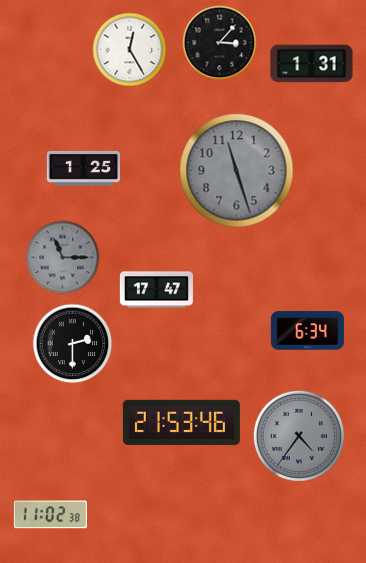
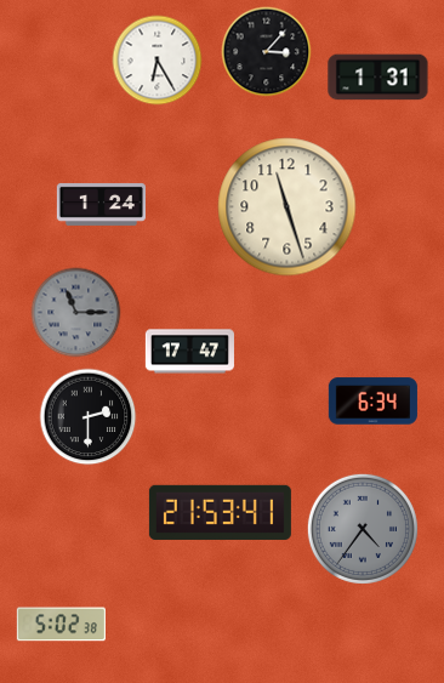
clock at (130, 50): 12:25 -> 6:25
clock at (83, 168): 1:25 -> 1:24
clock at (237, 171) dial: grey -> cream
clock at (181, 422): 21:53:46 -> 21:53:41
clock at (50, 515): 11:02 -> 5:02
